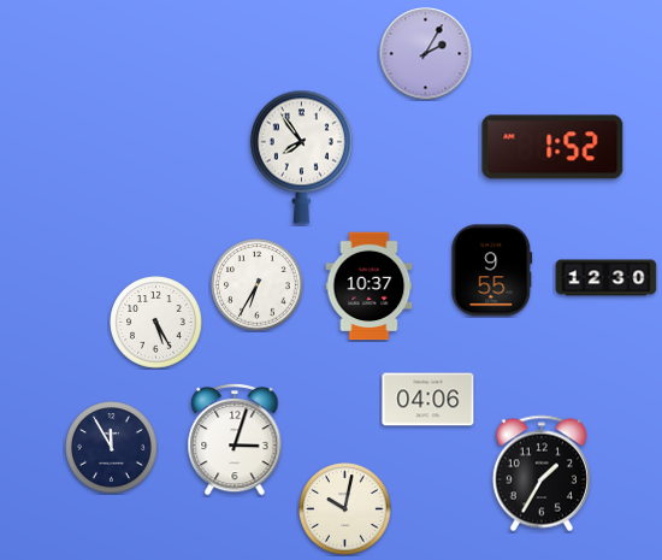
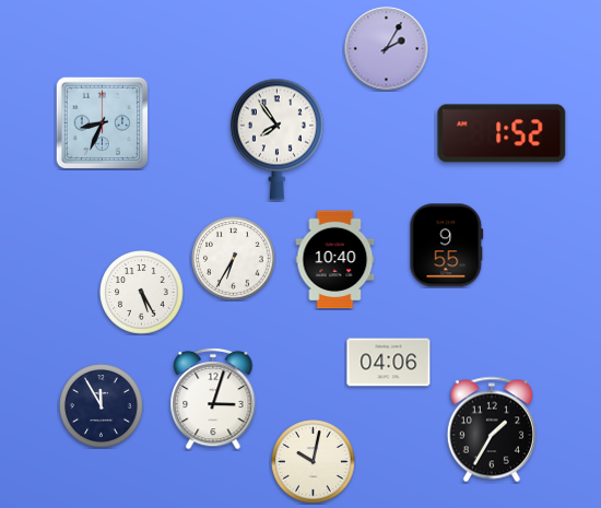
clock at (102, 122): none -> 8:34
clock at (301, 157) position: (301, 157) -> (276, 139)
clock at (607, 278): 12:30 -> none
clock at (370, 287): 10:37 -> 10:40
